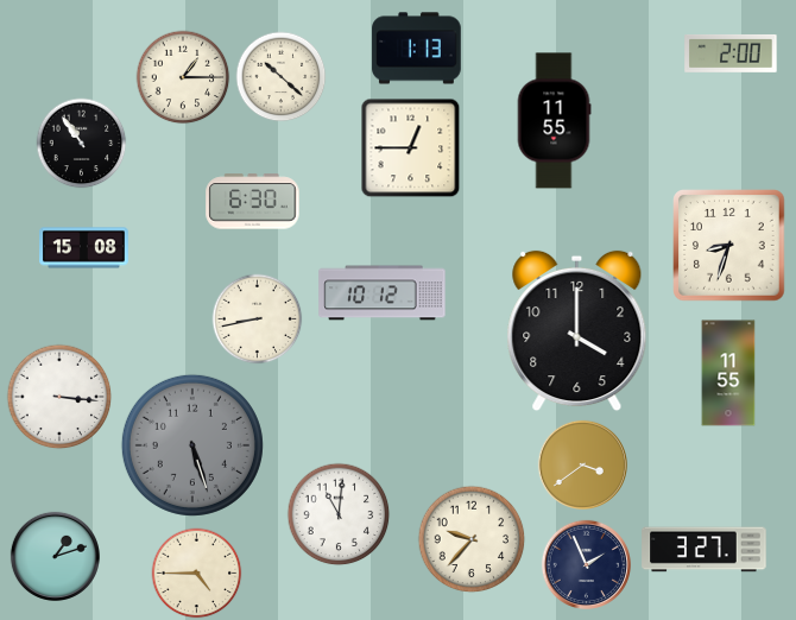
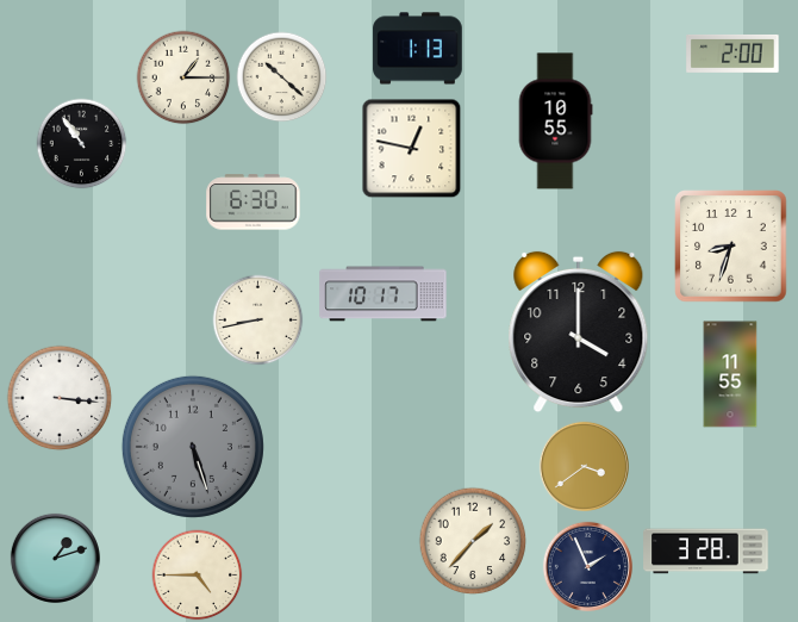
clock at (554, 121): 11:55 -> 10:55
clock at (411, 148): 12:45 -> 12:47
clock at (84, 248): 15:08 -> none
clock at (383, 293): 10:12 -> 10:17
clock at (339, 514): 11:01 -> none
clock at (472, 539): 9:37 -> 1:37
clock at (705, 550): 3:27 -> 3:28
